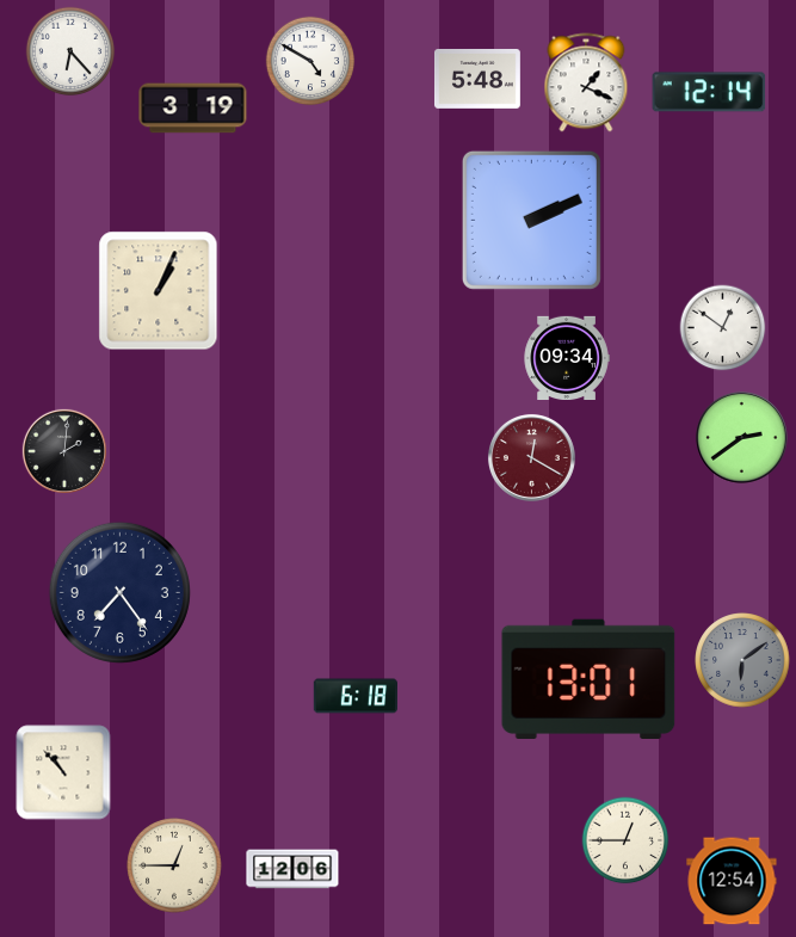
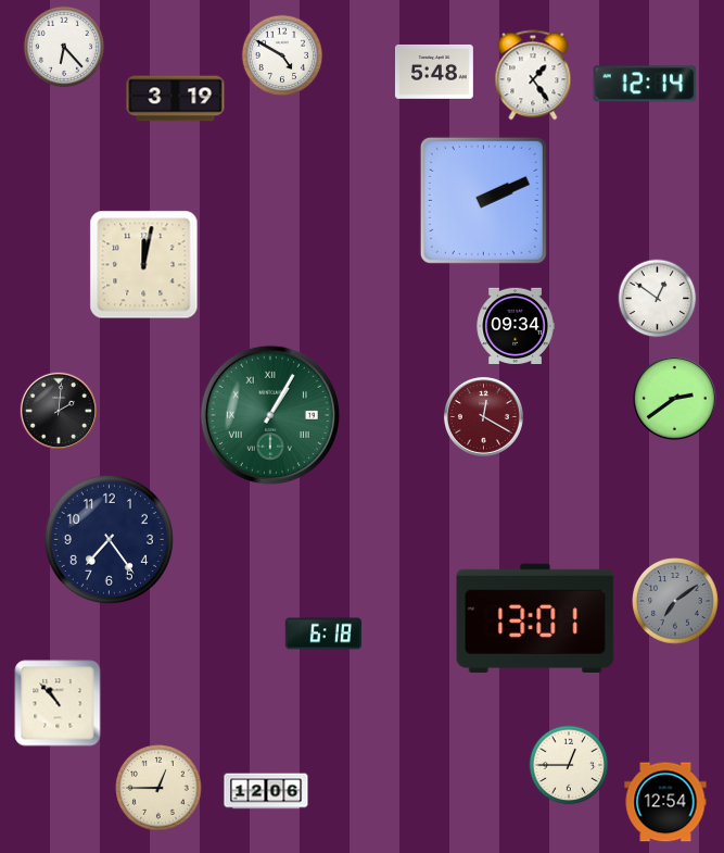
clock at (586, 82): 1:19 -> 1:24
clock at (159, 291): 1:04 -> 12:02
clock at (270, 415): none -> 1:05
clock at (742, 660): 6:09 -> 7:09
